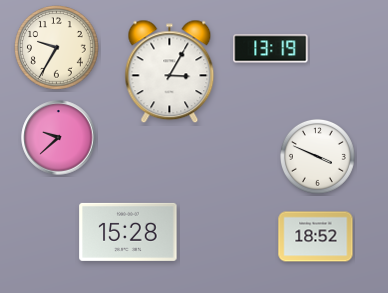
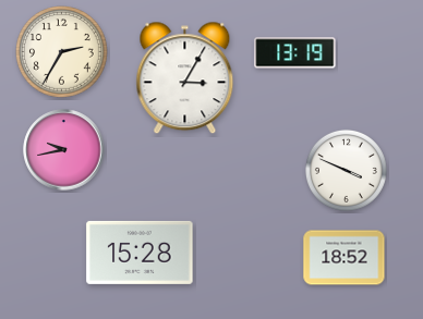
clock at (57, 48): 9:35 -> 2:35
clock at (59, 138): 9:38 -> 9:43
